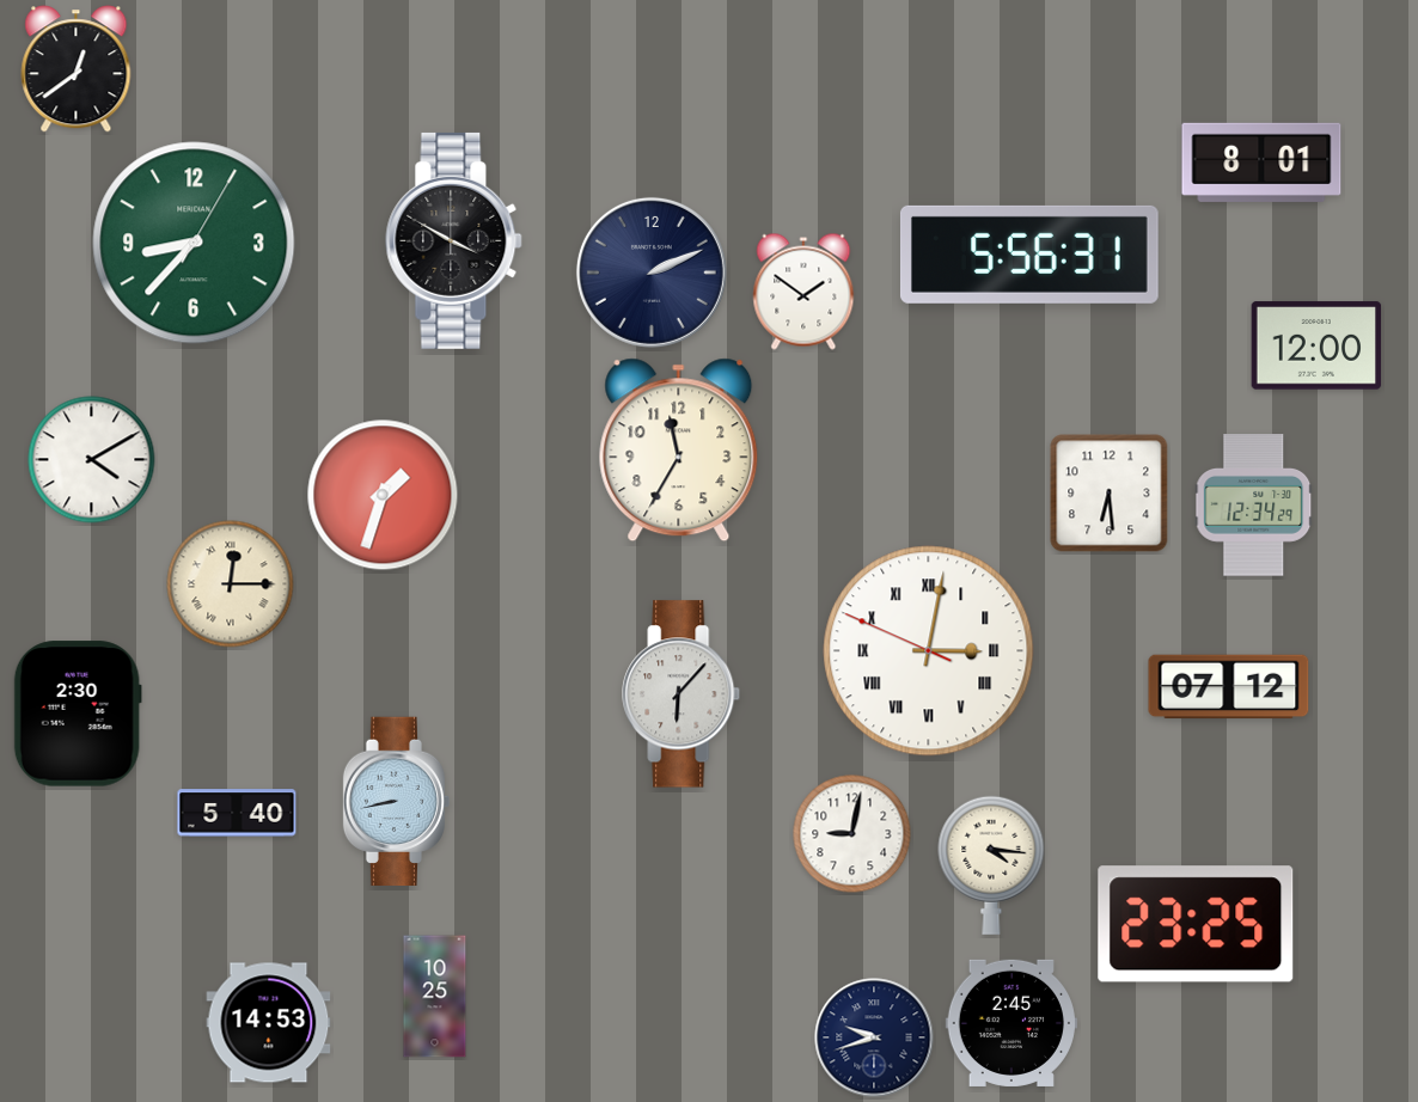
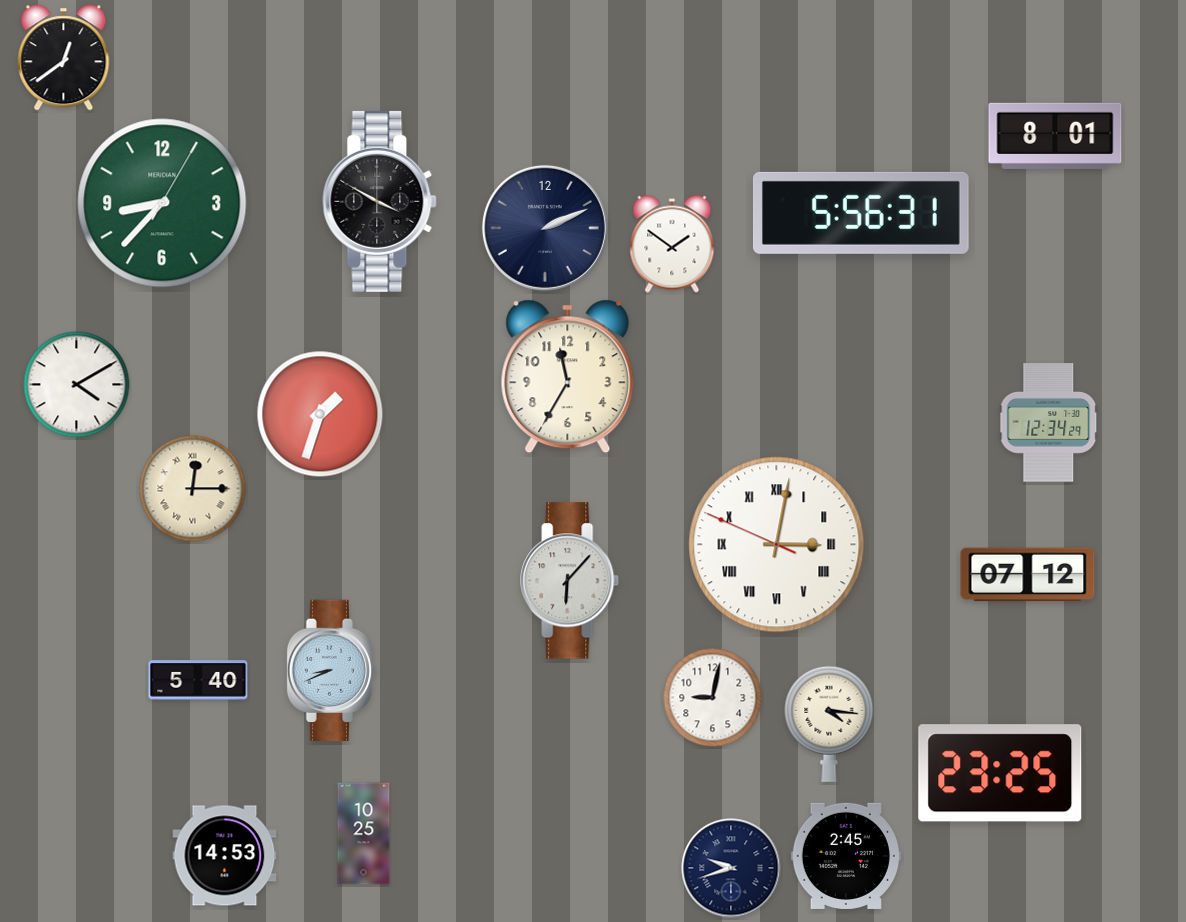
clock at (1316, 345): 12:00 -> none
clock at (1110, 494): 6:29 -> none
clock at (78, 714): 2:30 -> none
clock at (397, 801): 8:43 -> 8:41
